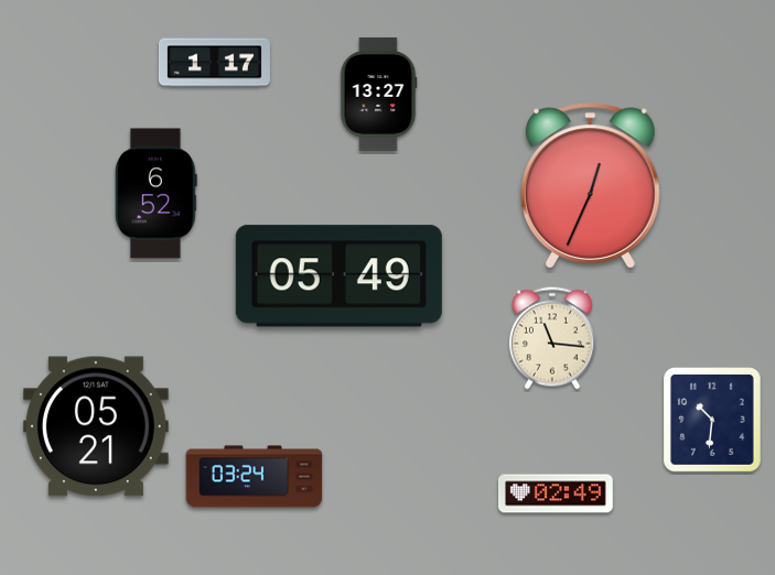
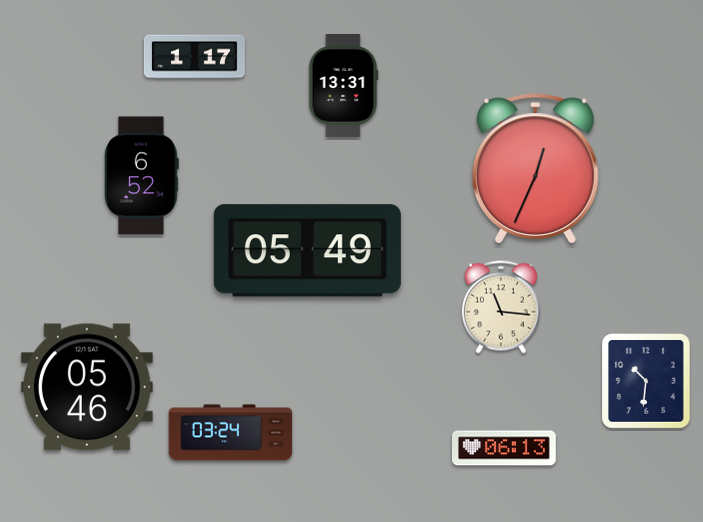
clock at (378, 94): 13:27 -> 13:31
clock at (96, 426): 05:21 -> 05:46
clock at (557, 493): 02:49 -> 06:13
